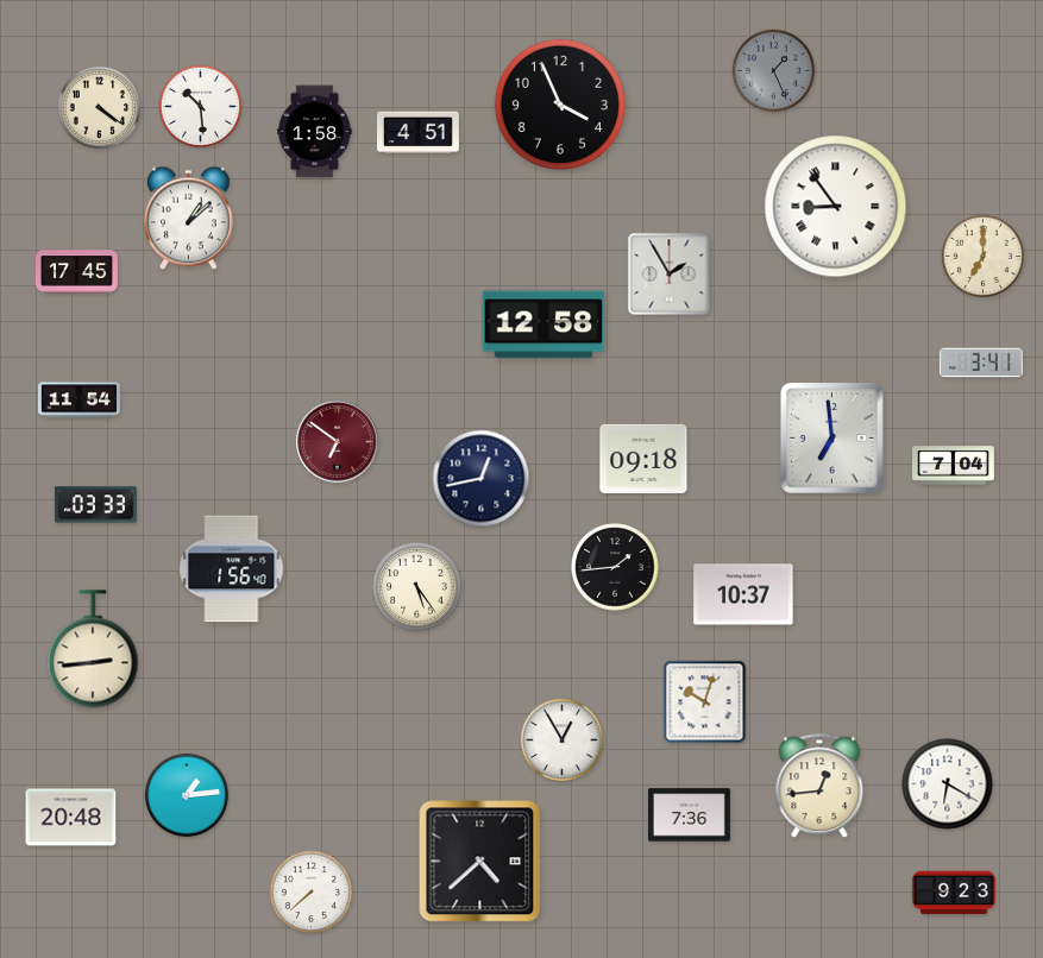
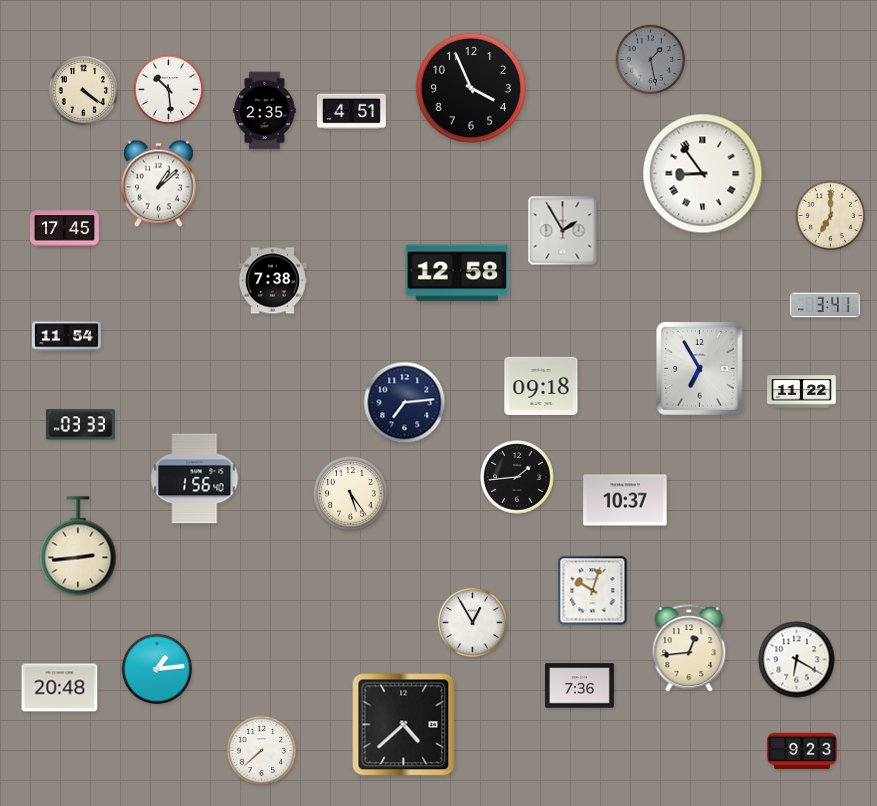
clock at (773, 70): 1:26 -> 1:28
clock at (315, 132): 1:58 -> 2:35
clock at (982, 256) position: (982, 256) -> (830, 215)
clock at (272, 281): none -> 7:38
clock at (832, 439): 6:59 -> 6:55
clock at (338, 442): 6:51 -> none
clock at (954, 466): 7:04 -> 11:22
clock at (482, 479): 12:43 -> 7:14
clock at (819, 787) position: (819, 787) -> (689, 649)
